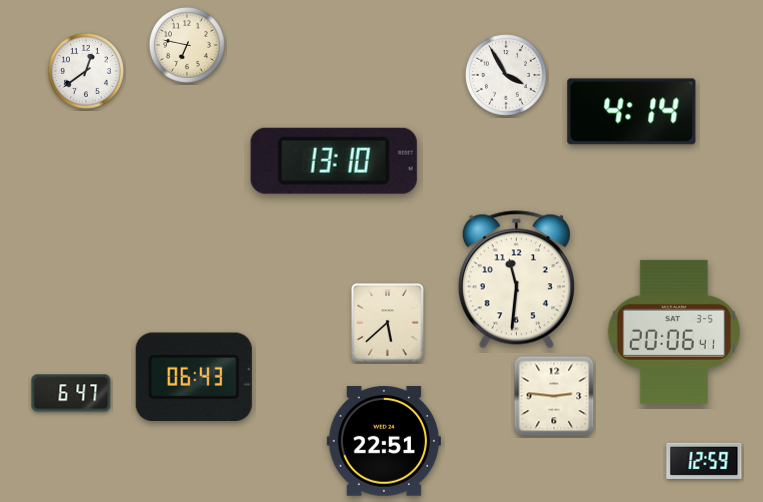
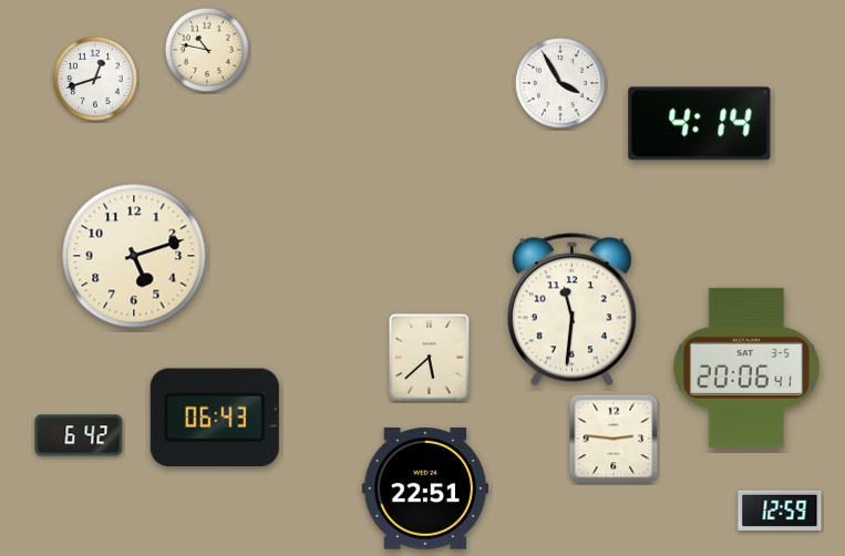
clock at (187, 45): 6:47 -> 10:47
clock at (86, 71): 12:39 -> 12:42
clock at (334, 161): 13:10 -> none
clock at (134, 256): none -> 5:12
clock at (71, 393): 6:47 -> 6:42
